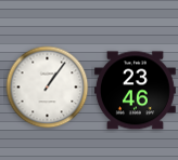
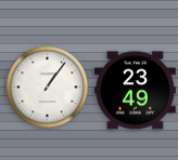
clock at (135, 91): 23:46 -> 23:49
